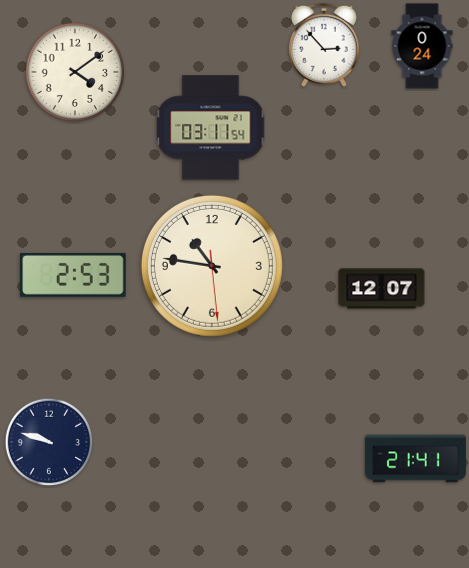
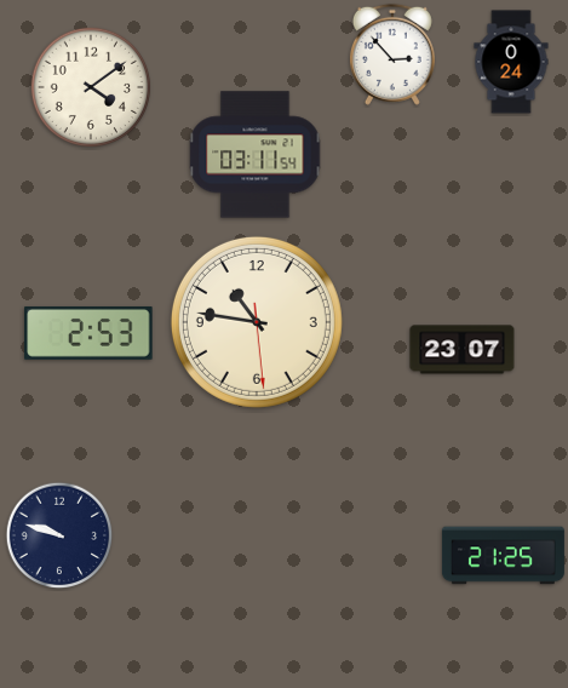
clock at (422, 46) position: (422, 46) -> (511, 62)
clock at (382, 289): 12:07 -> 23:07
clock at (415, 459): 21:41 -> 21:25
